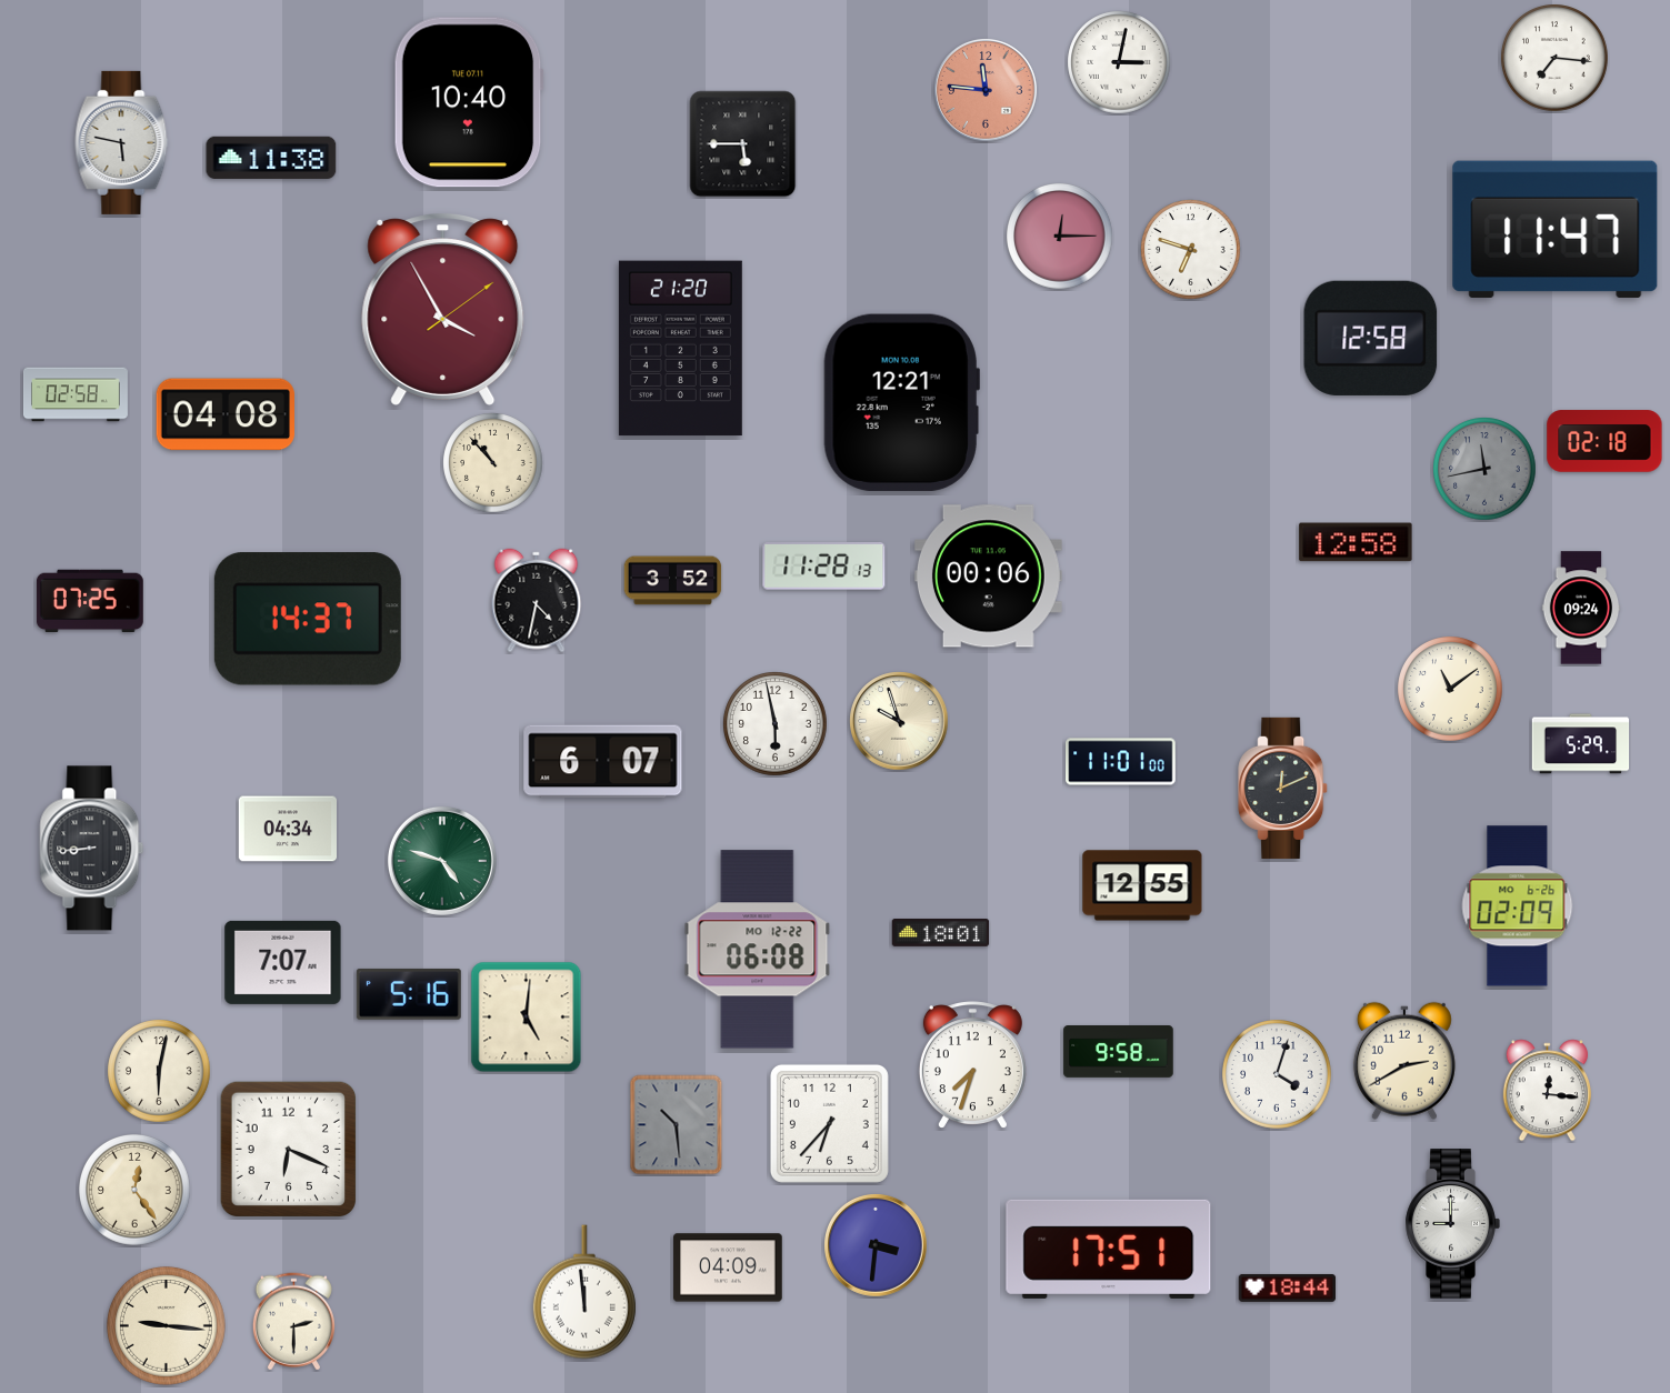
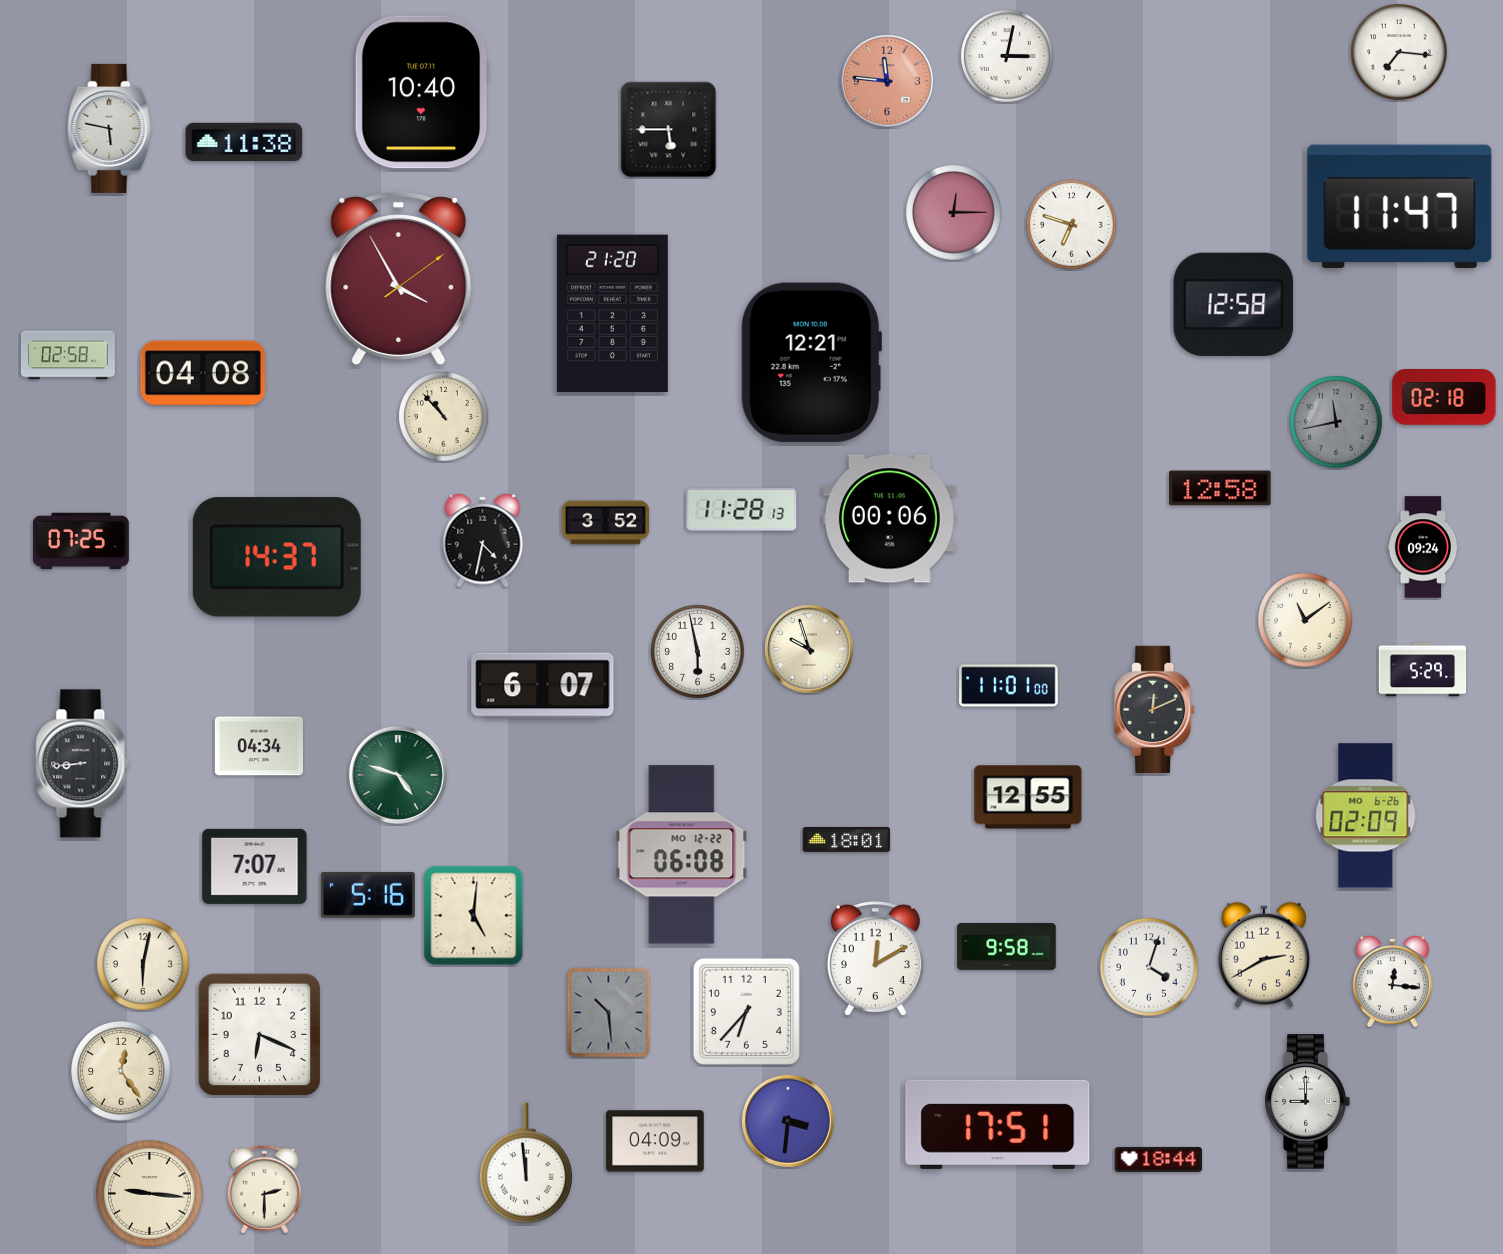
clock at (972, 1064): 7:33 -> 12:10
